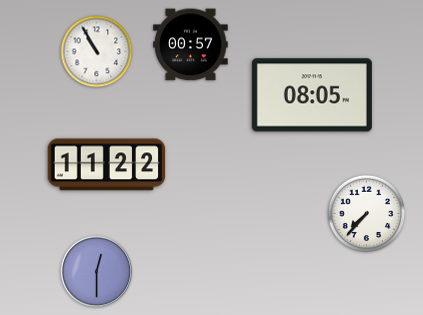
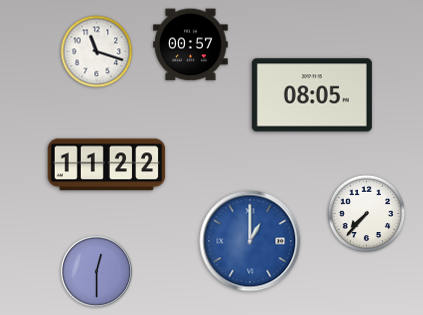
clock at (97, 52): 10:55 -> 11:18
clock at (250, 241): none -> 1:00
